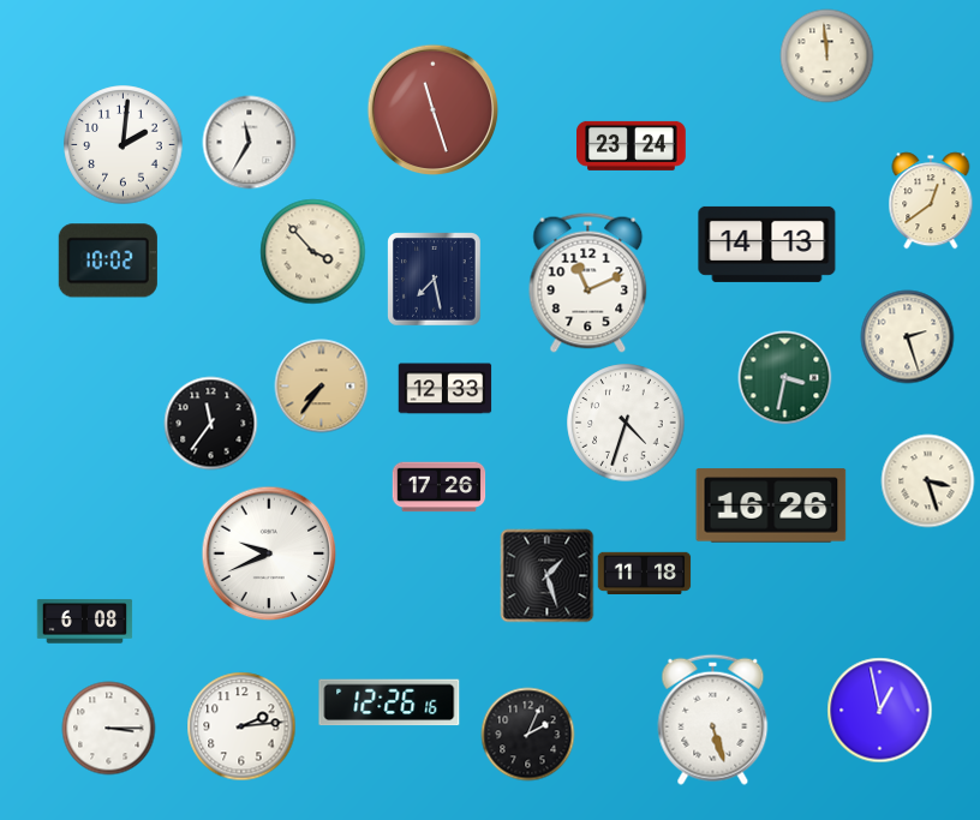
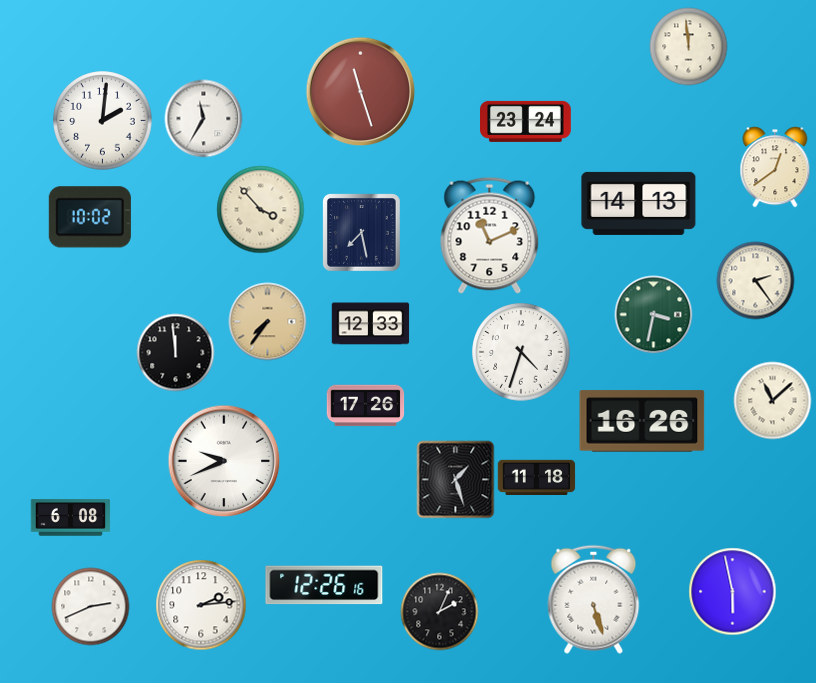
clock at (249, 142) position: (249, 142) -> (203, 118)
clock at (907, 336): 2:27 -> 2:24
clock at (210, 423): 11:36 -> 11:59
clock at (927, 480): 3:27 -> 11:08
clock at (879, 710): 12:58 -> 5:58
clock at (108, 728): 3:15 -> 2:41
